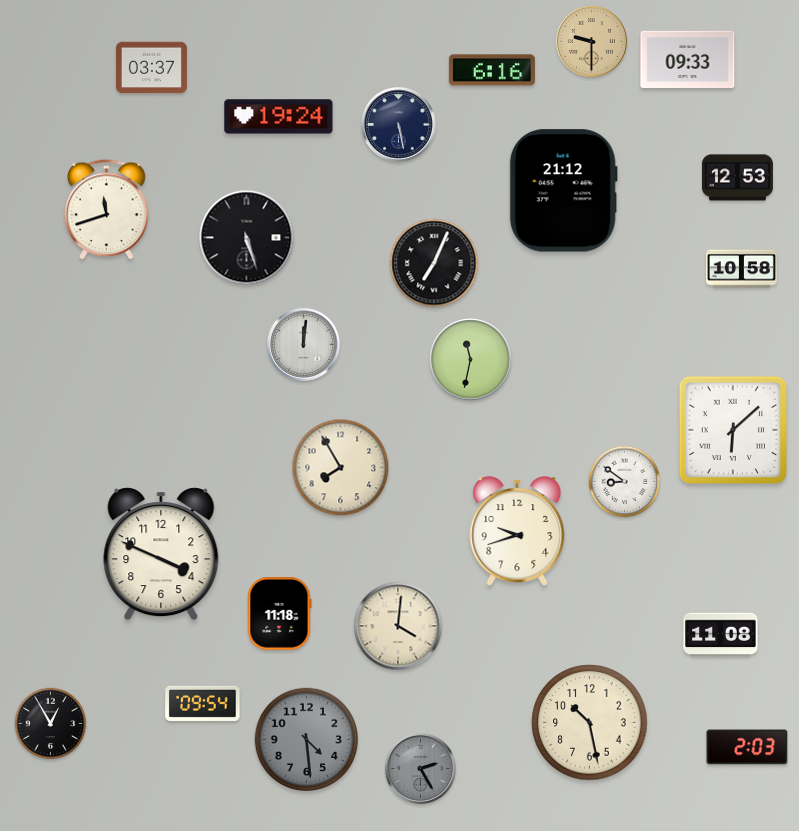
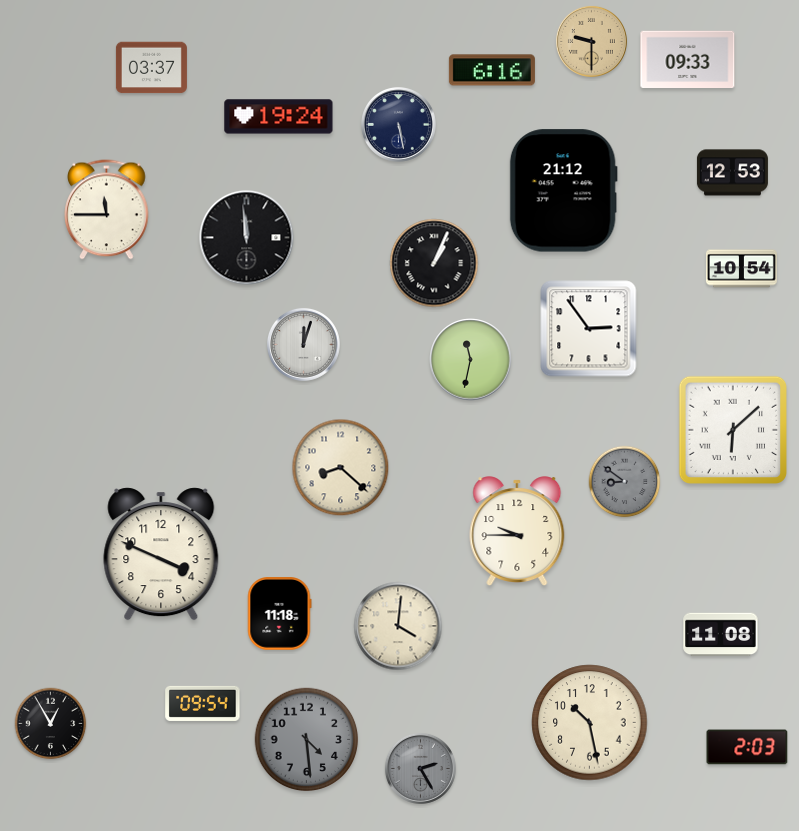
clock at (737, 178) position: (737, 178) -> (732, 173)
clock at (107, 210): 11:42 -> 11:45
clock at (247, 238): 5:27 -> 11:59
clock at (434, 263): 7:04 -> 1:04
clock at (741, 269): 10:58 -> 10:54
clock at (589, 329): none -> 2:54
clock at (303, 344): 12:01 -> 12:03
clock at (341, 468): 7:55 -> 8:22
clock at (625, 482) dial: white -> grey
clock at (517, 531): 9:42 -> 9:45
